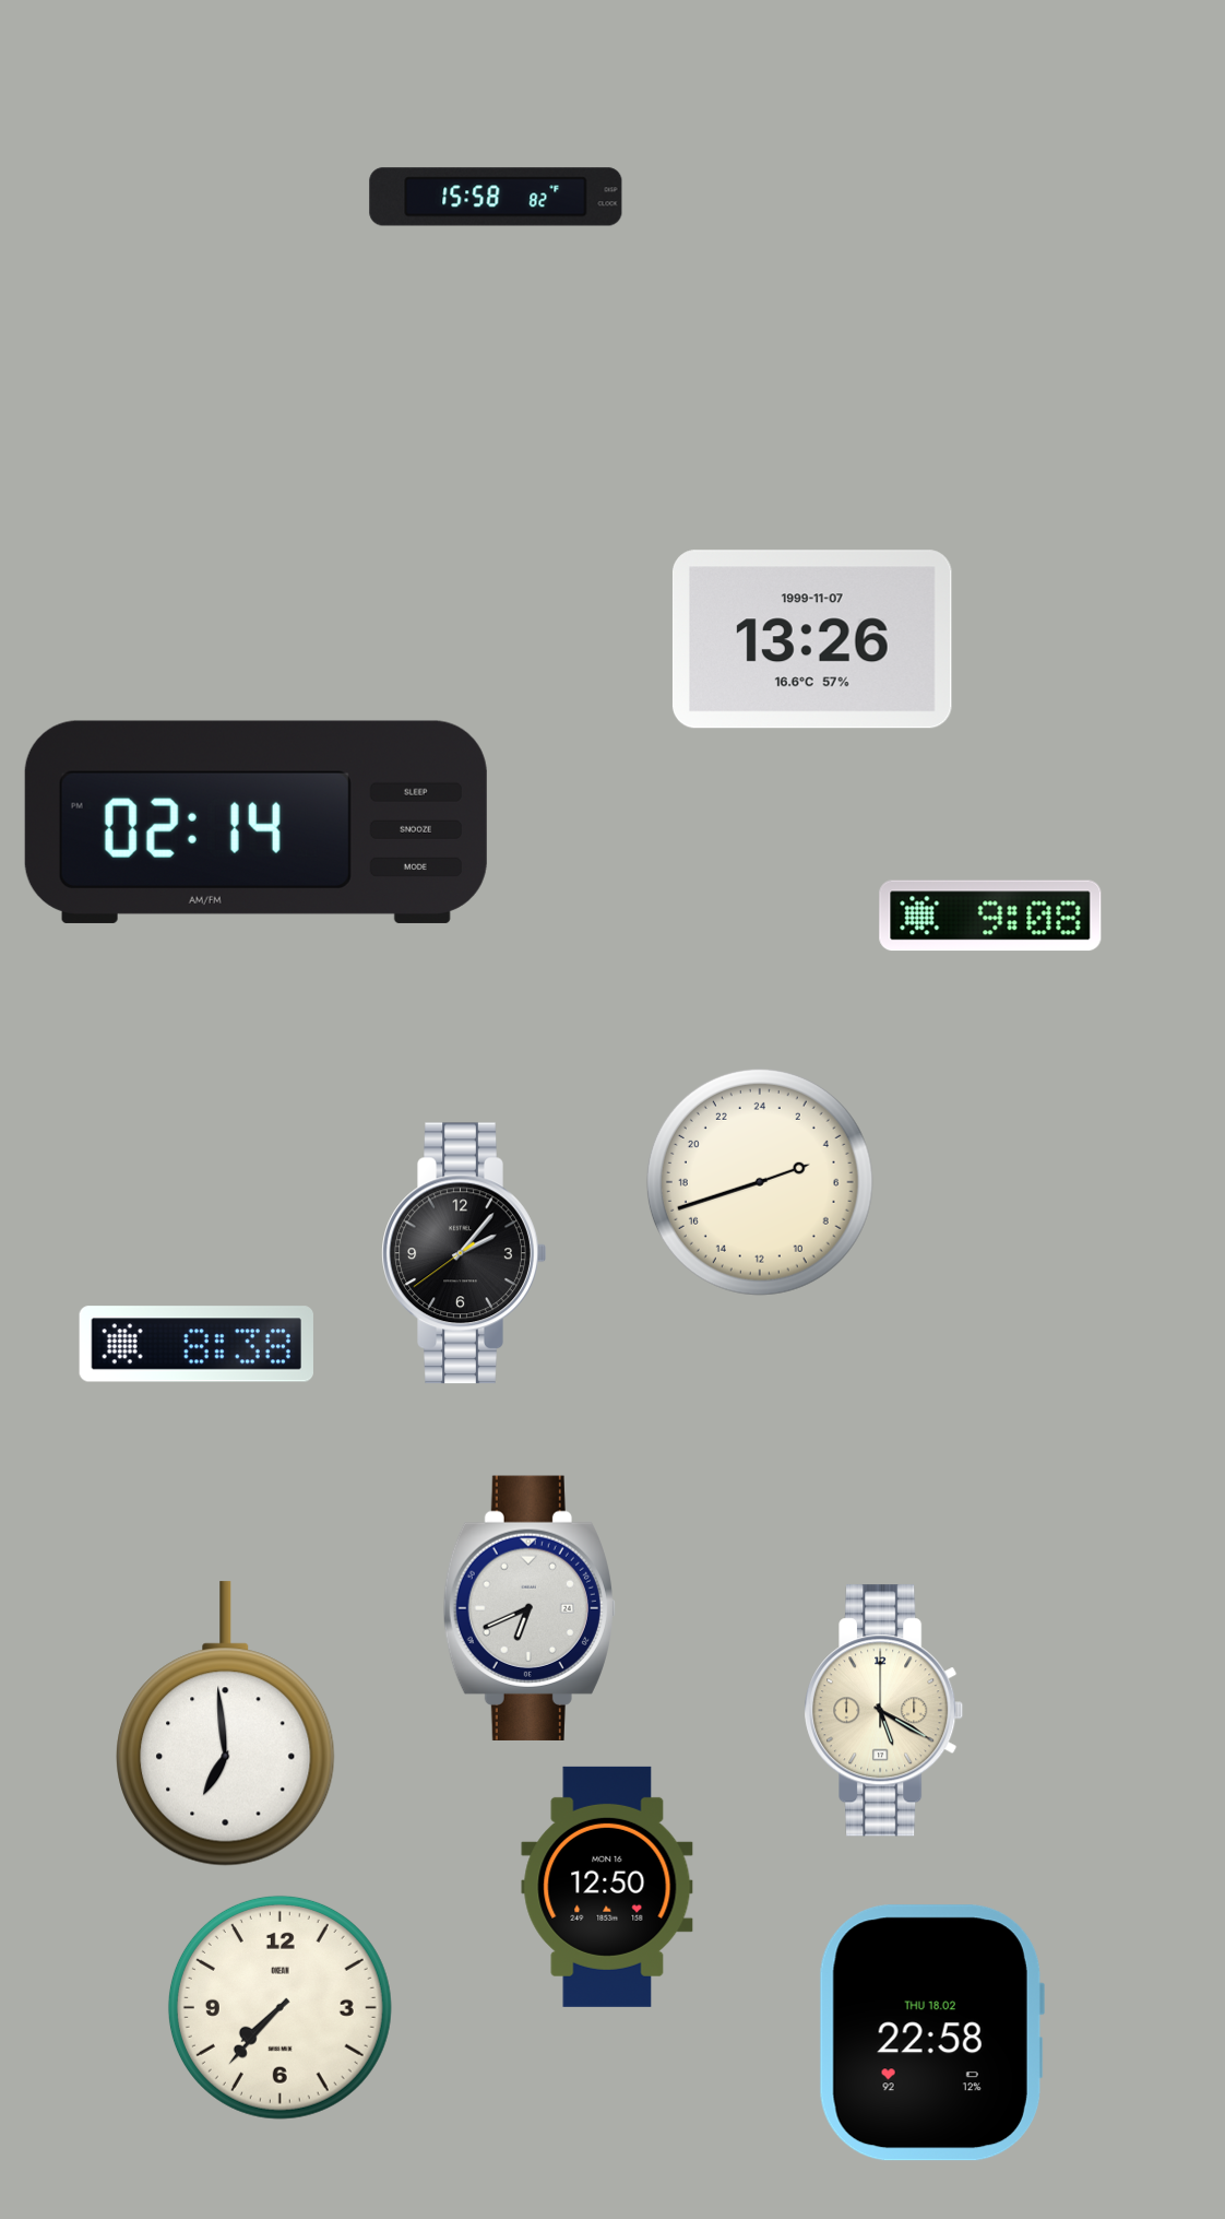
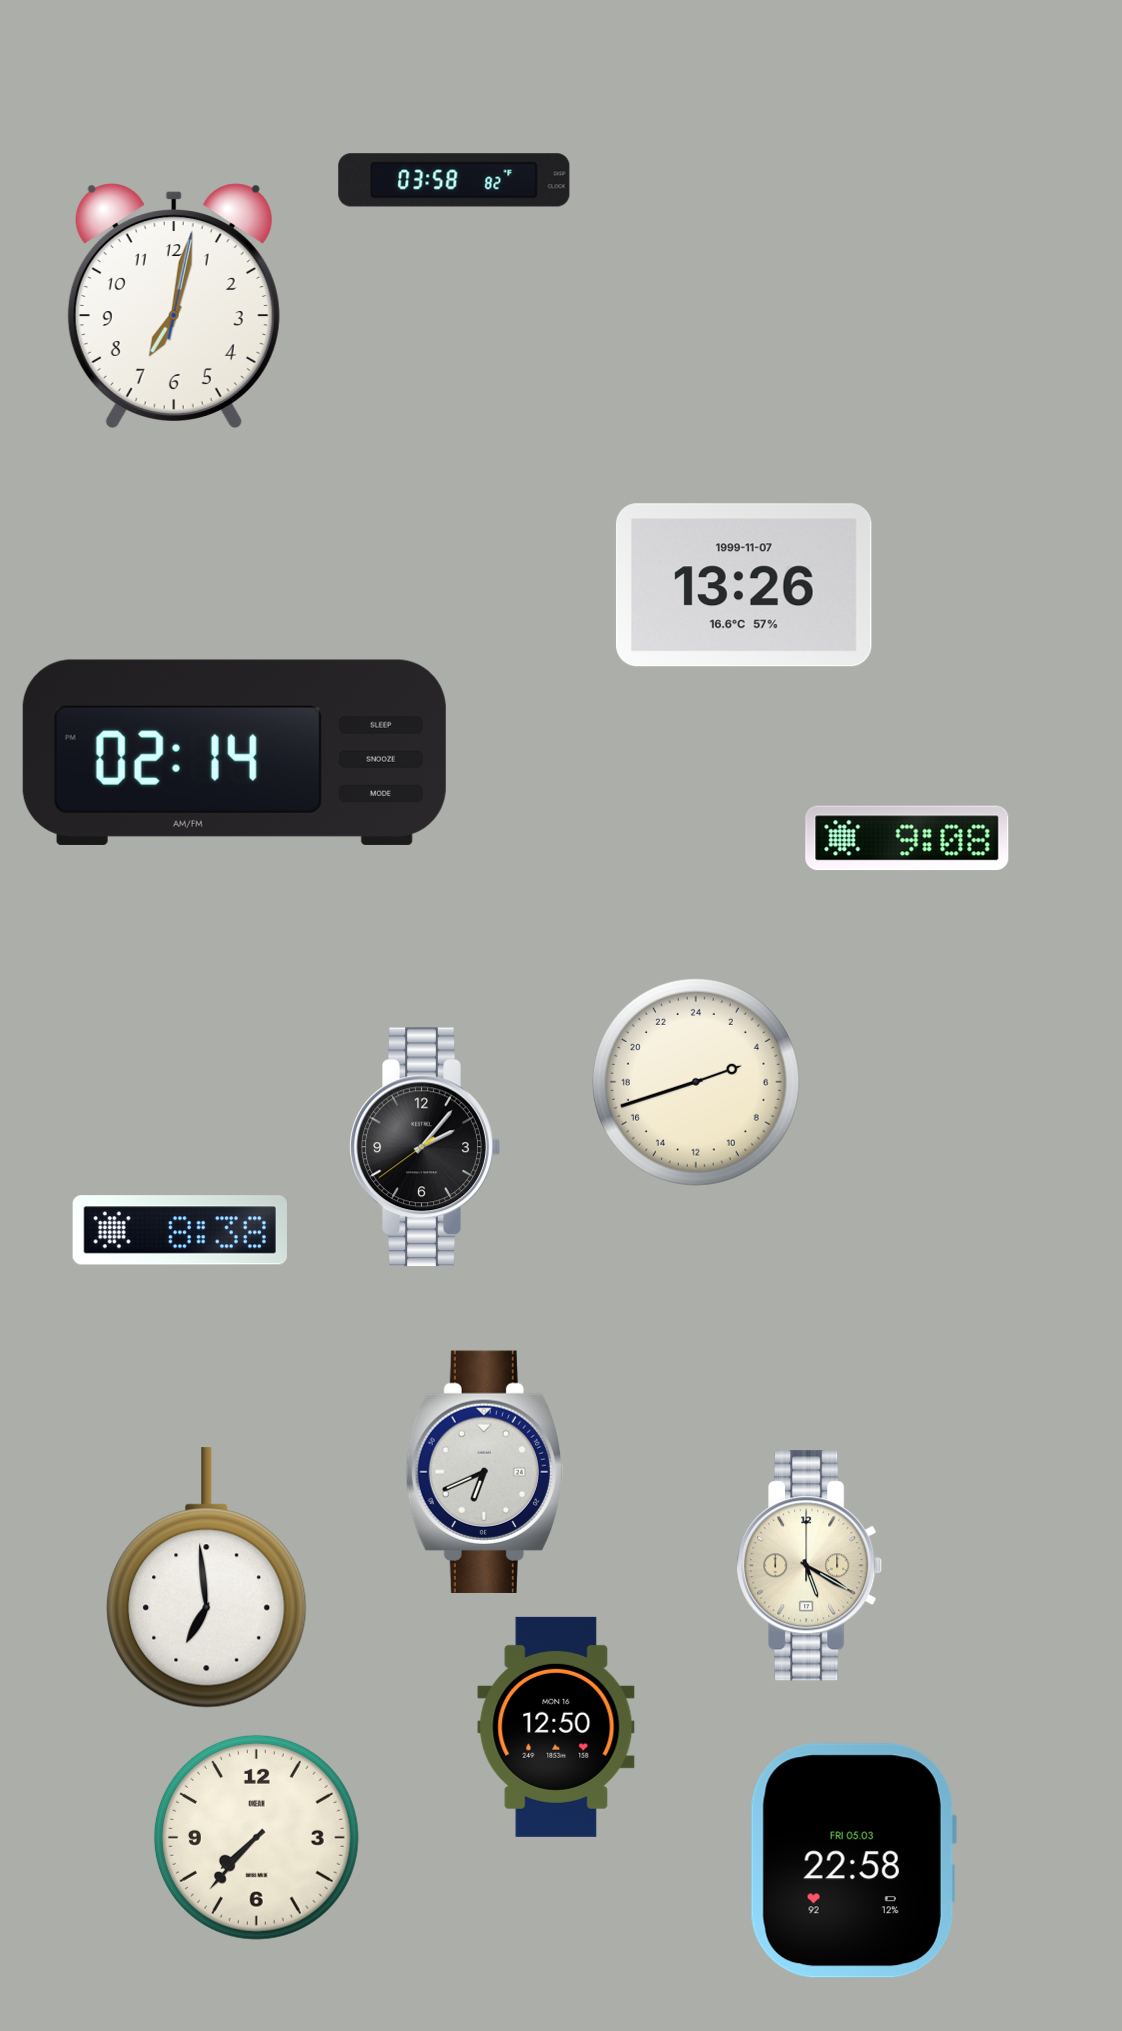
clock at (496, 197): 15:58 -> 03:58
clock at (174, 306): none -> 7:02
clock at (931, 2033) date: THU 18.02 -> FRI 05.03
